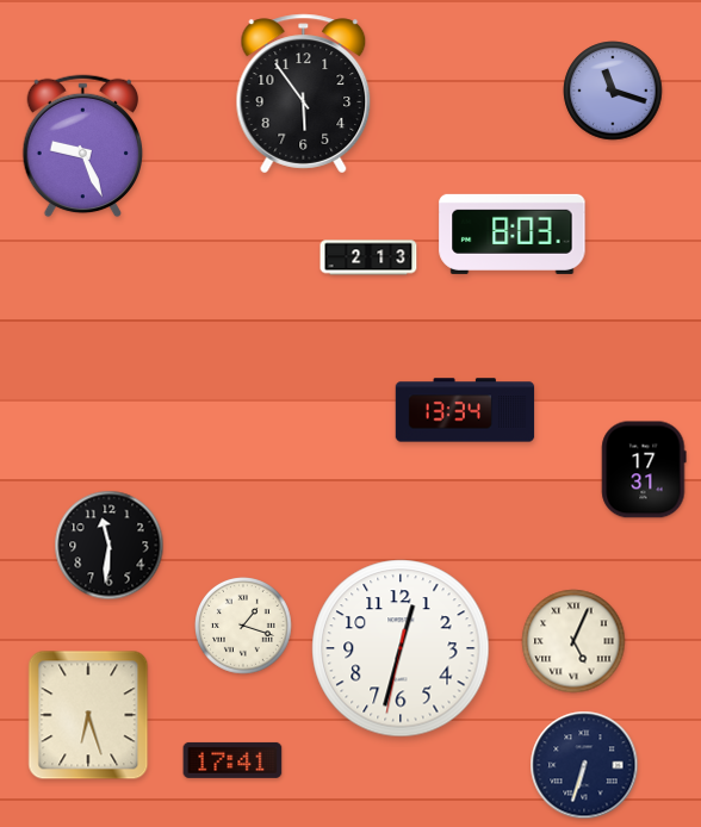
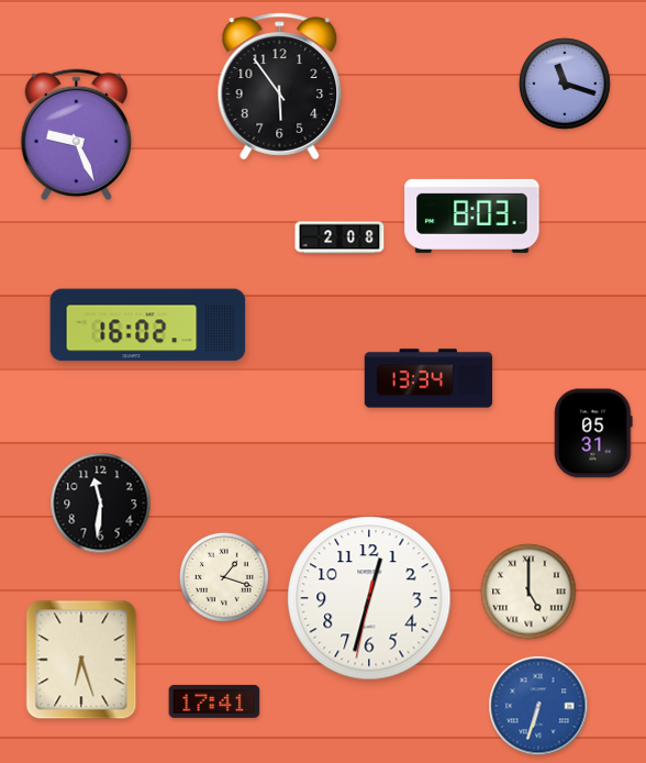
clock at (368, 257): 2:13 -> 2:08
clock at (148, 325): none -> 16:02
clock at (644, 470): 17:31 -> 05:31
clock at (573, 641): 5:04 -> 5:00
clock at (584, 765) dial: navy -> blue
